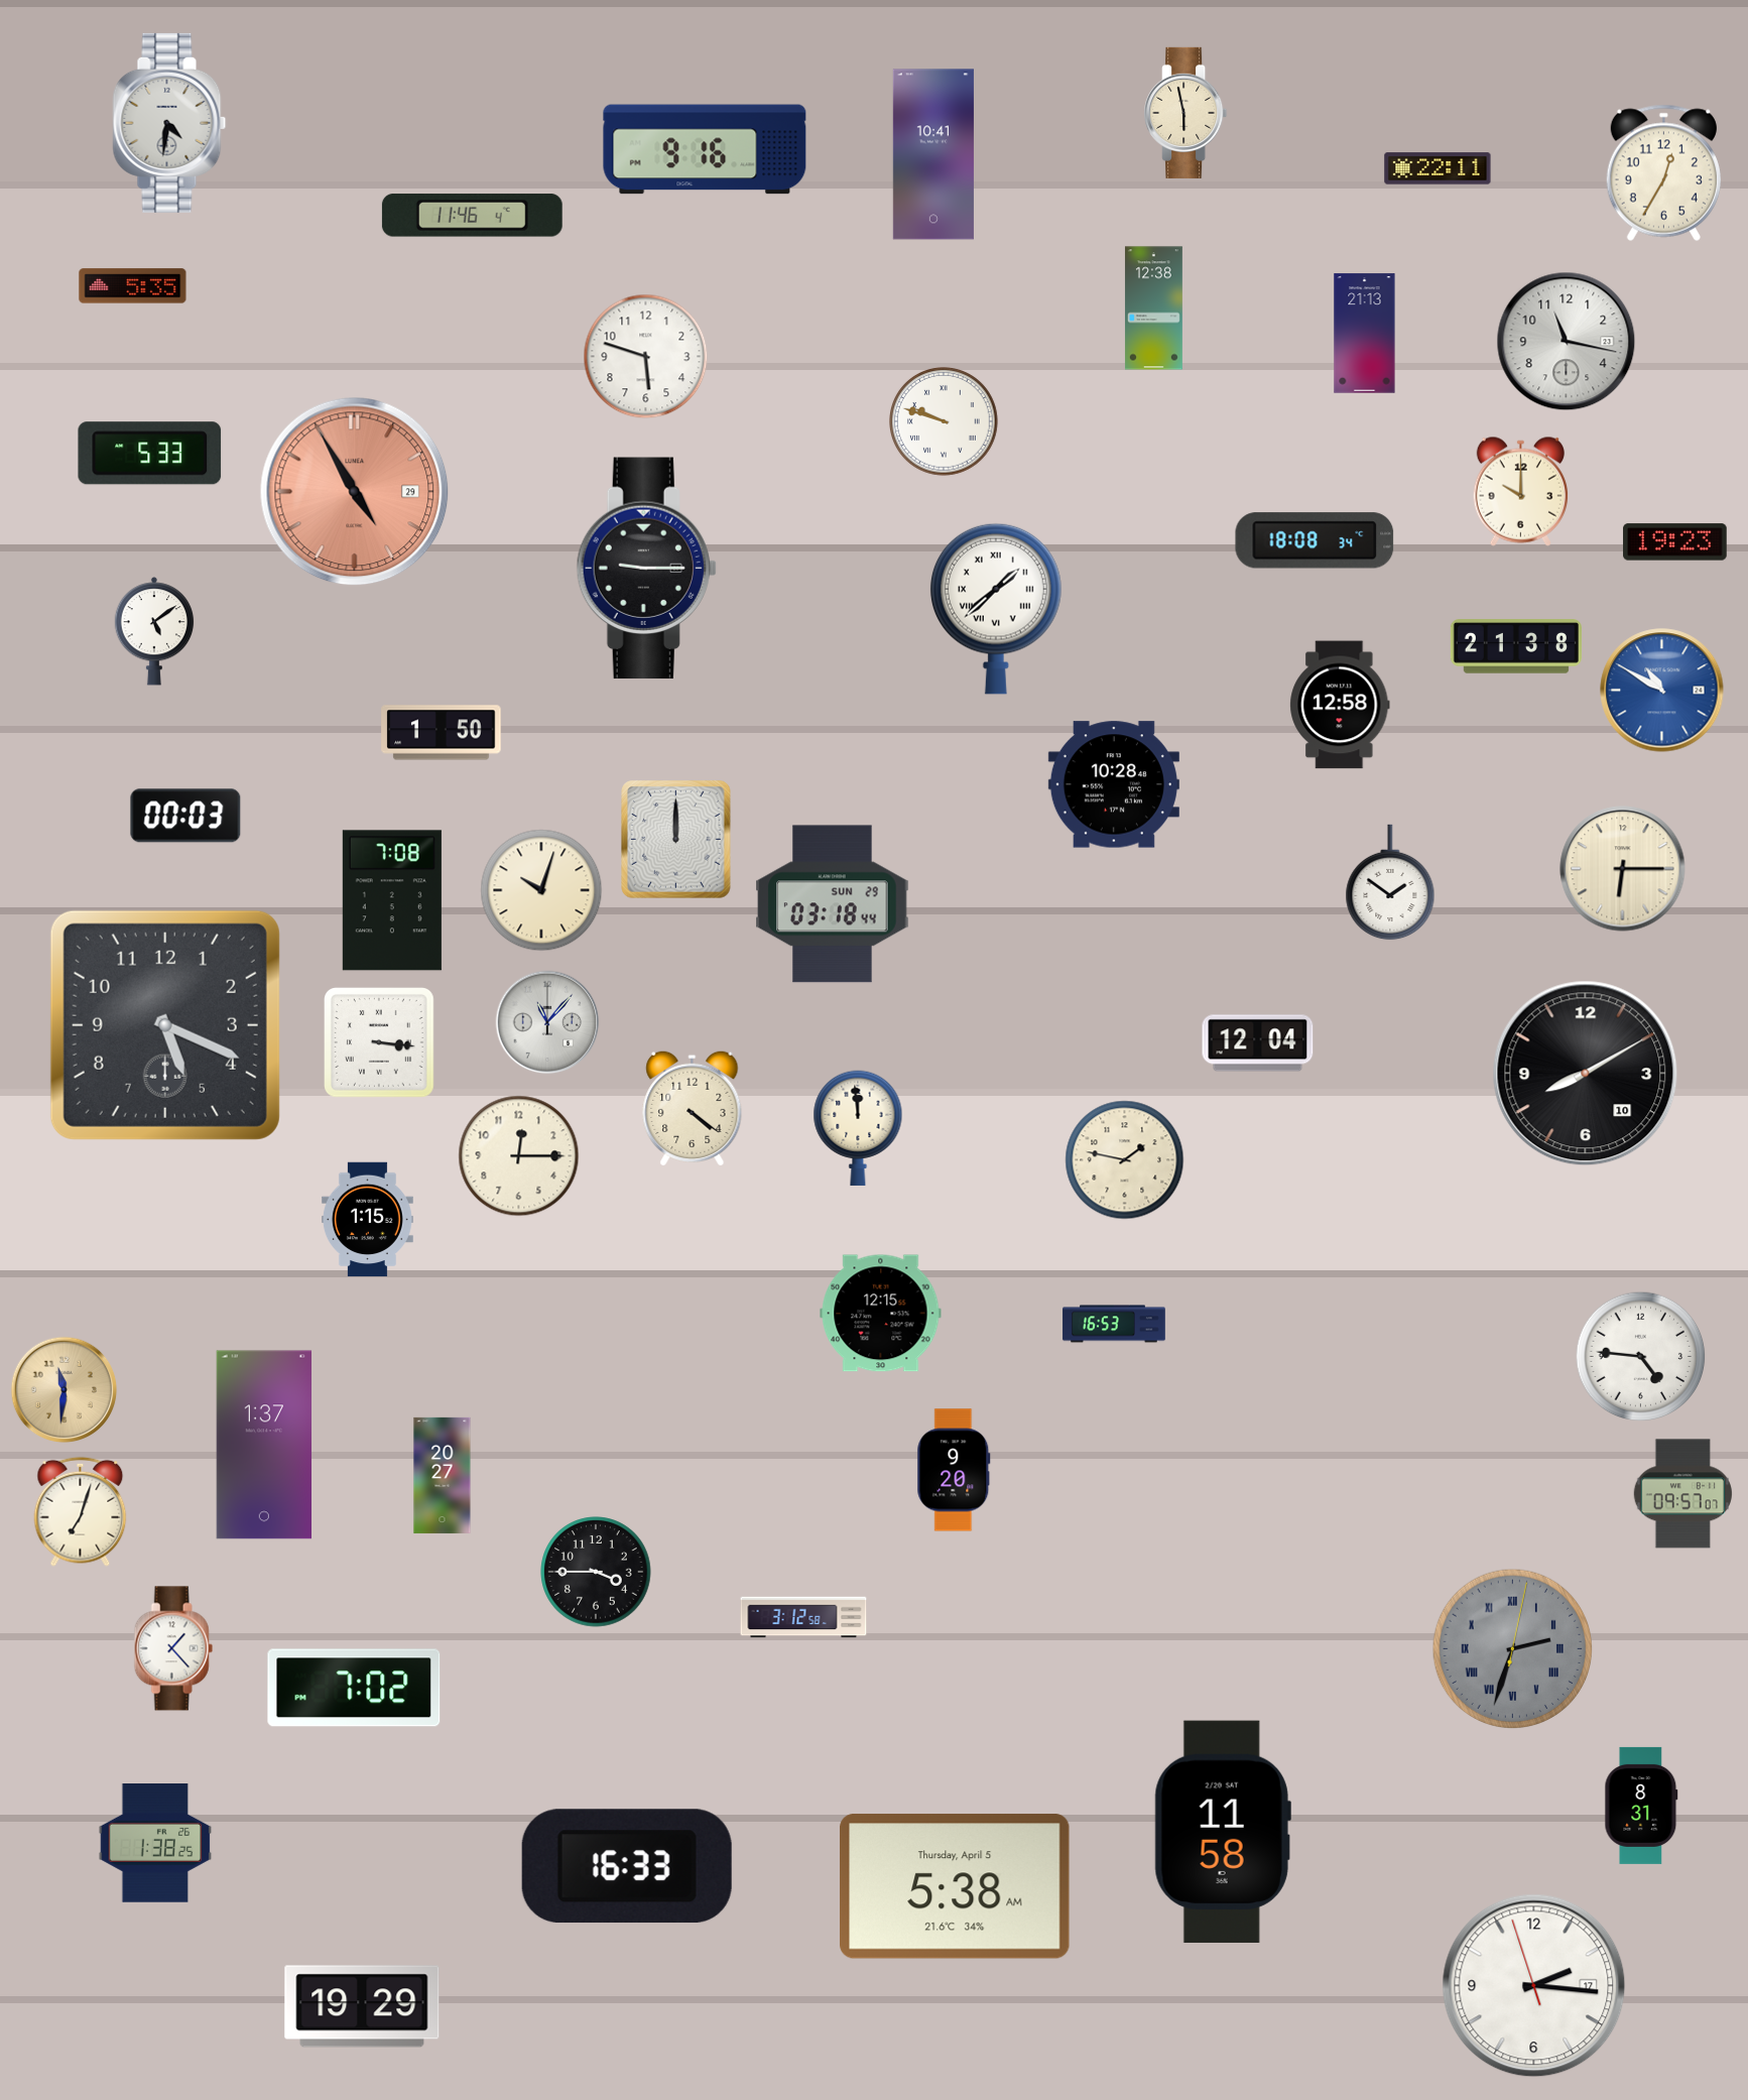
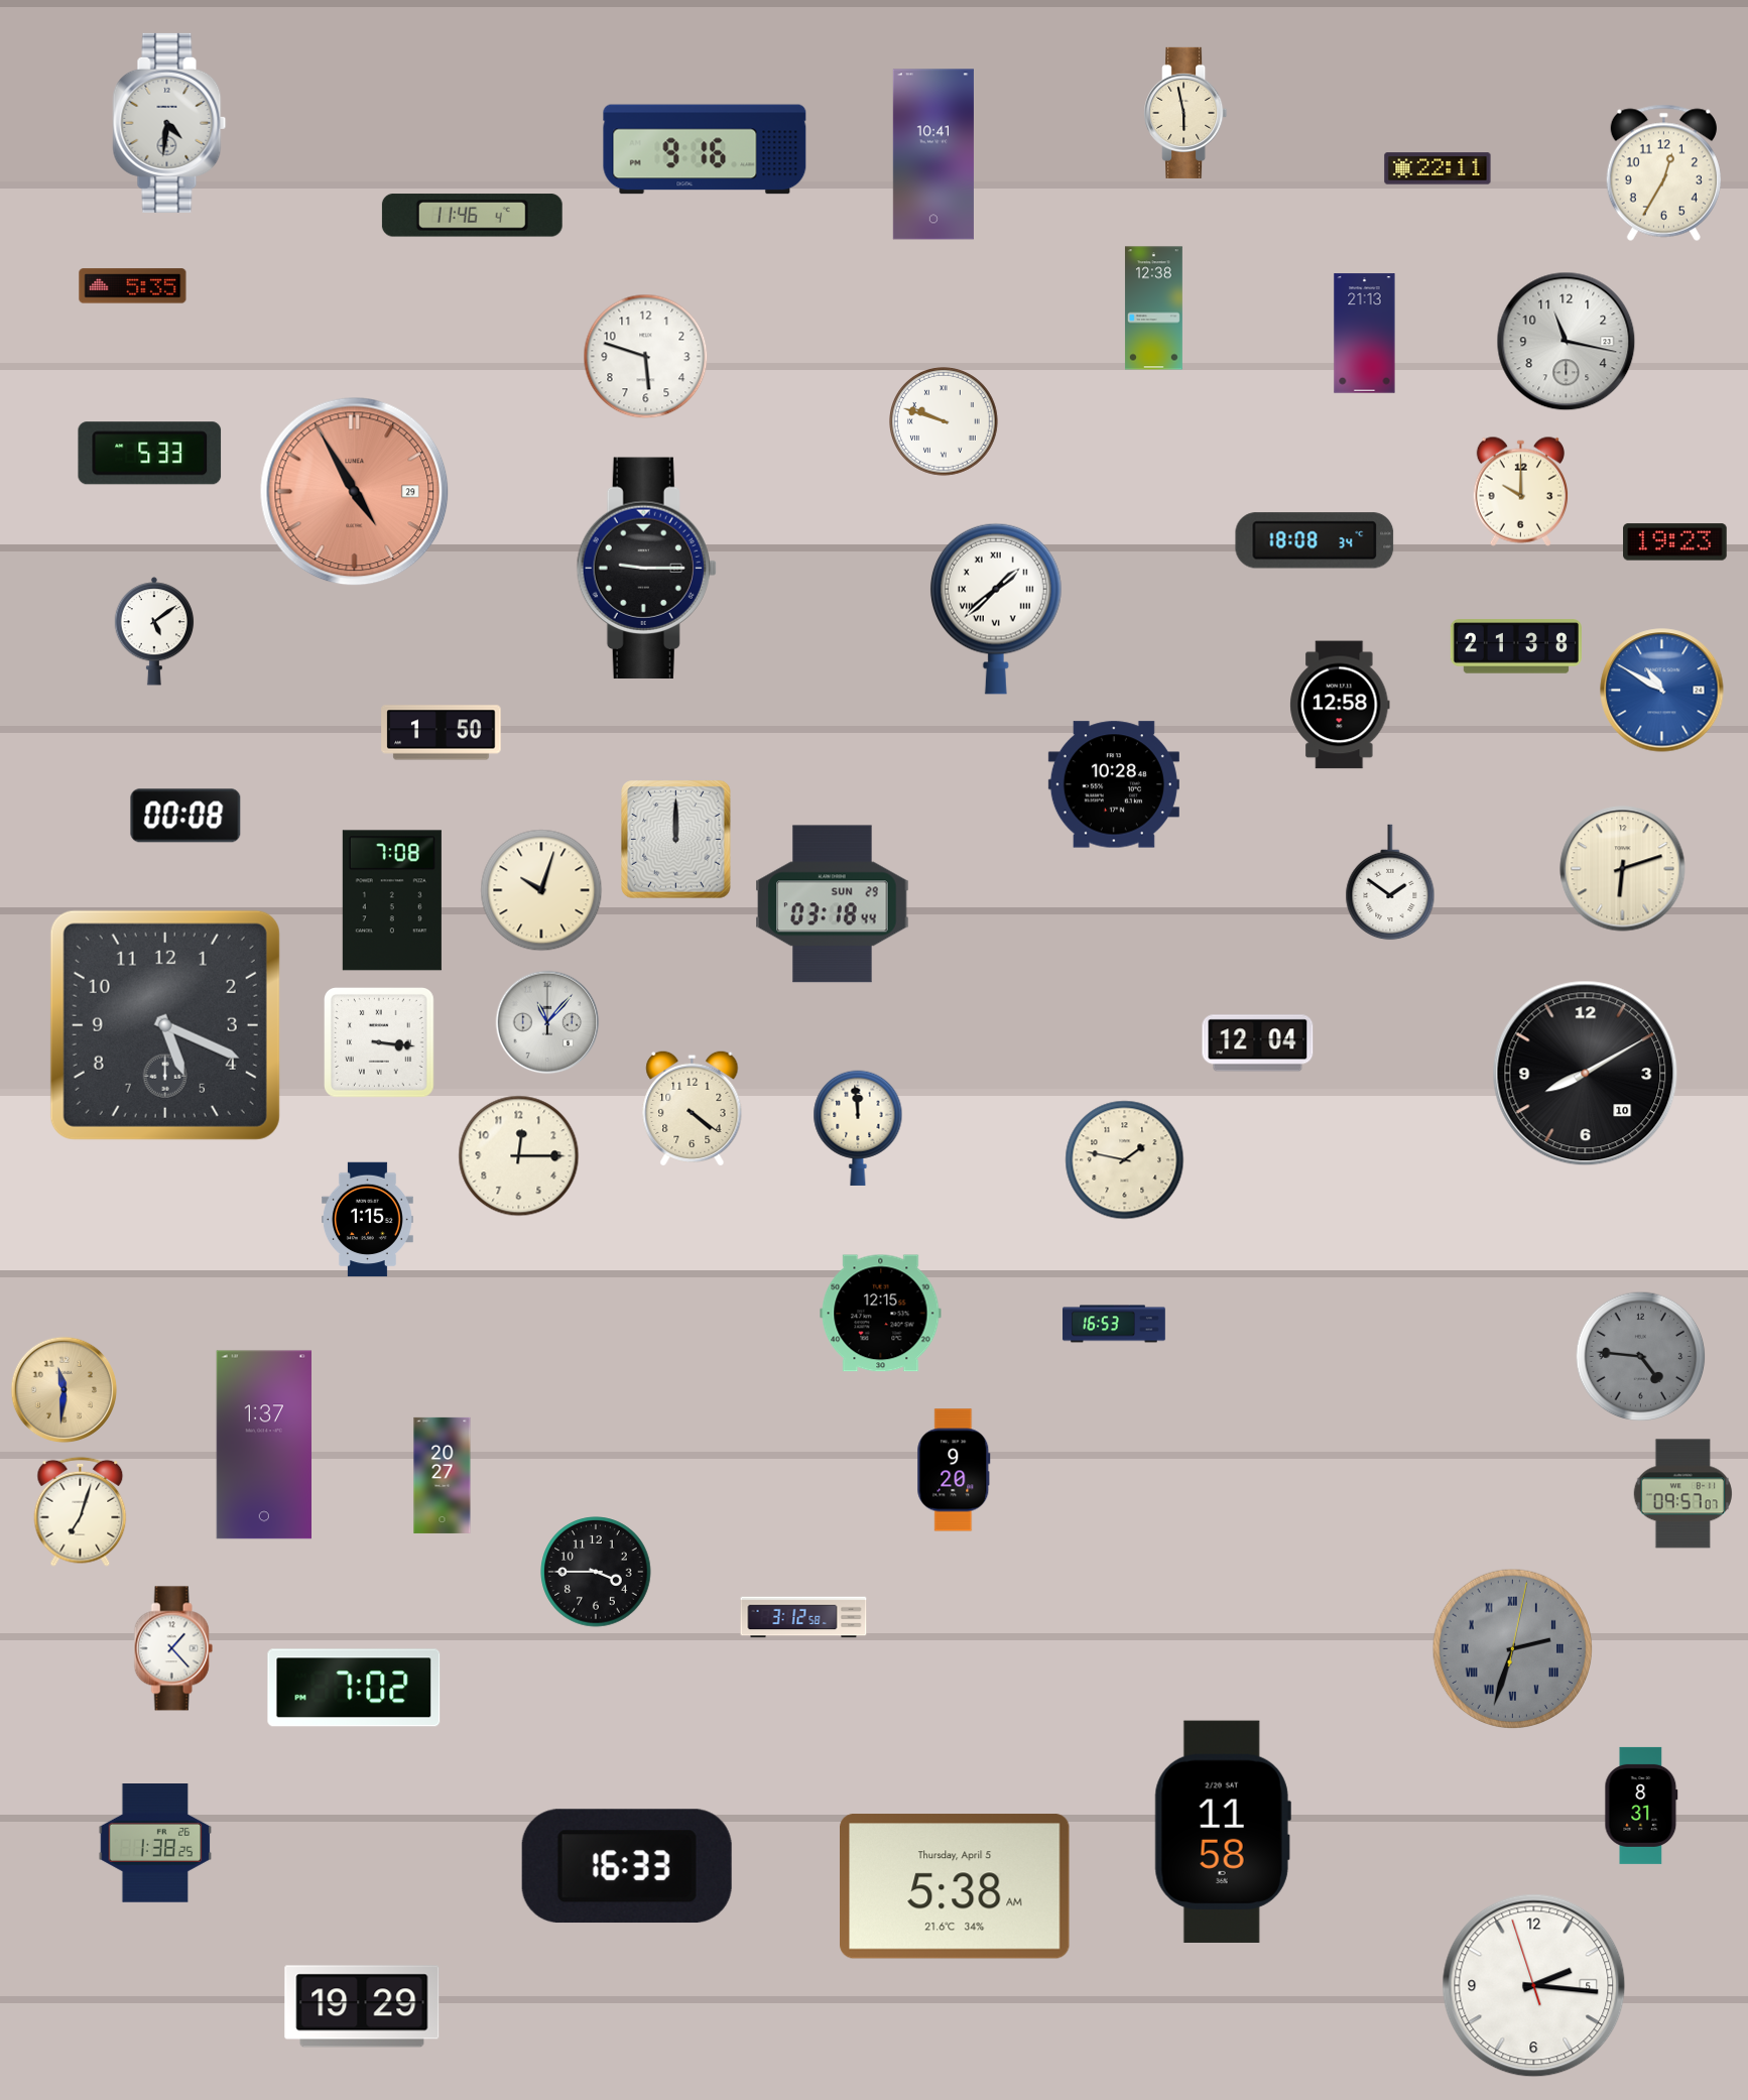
clock at (185, 816): 00:03 -> 00:08
clock at (1623, 869): 6:15 -> 6:12
clock at (1641, 1357) dial: white -> grey
clock at (1534, 1986) date: 17 -> 5
